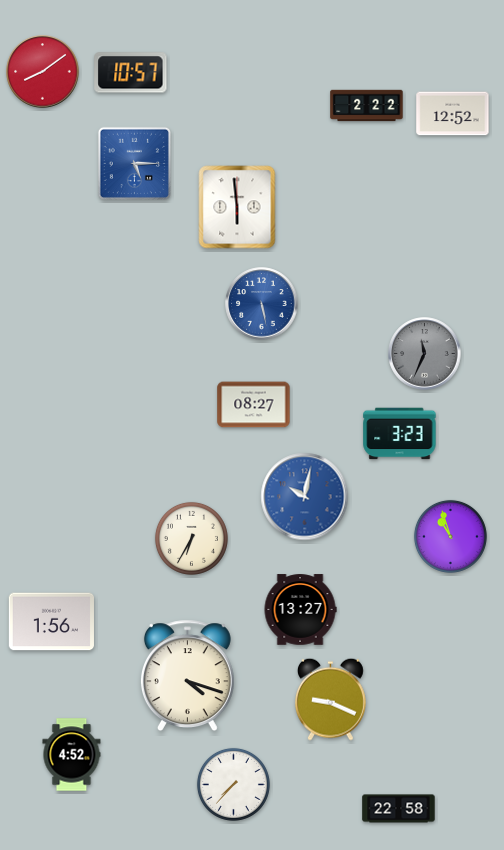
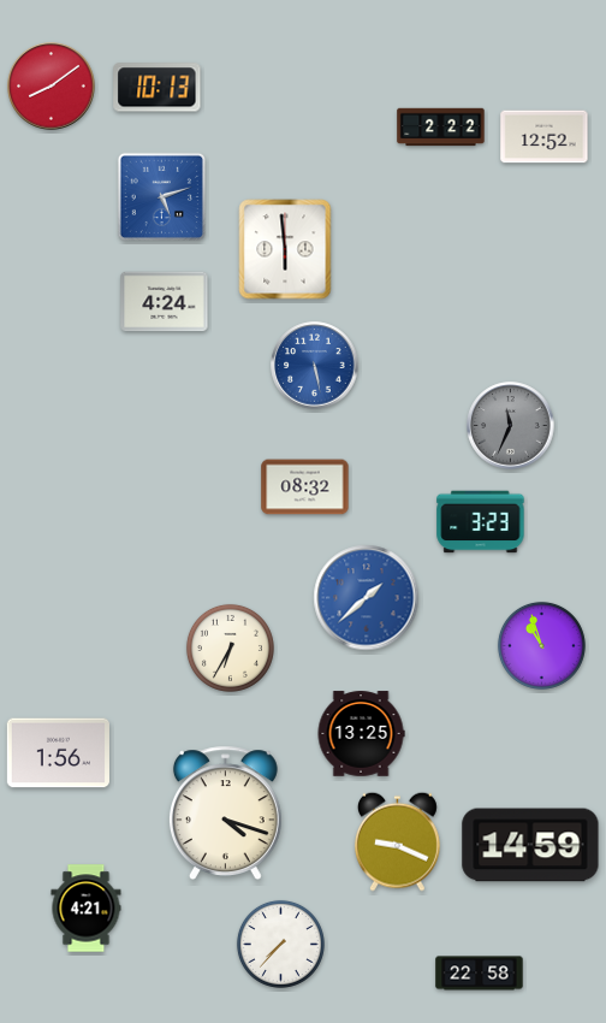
clock at (131, 73): 10:57 -> 10:13
clock at (134, 163): 5:15 -> 5:12
clock at (165, 302): none -> 4:24
clock at (254, 405): 08:27 -> 08:32
clock at (305, 497): 10:02 -> 1:38
clock at (300, 610): 13:27 -> 13:25
clock at (51, 622) position: (51, 622) -> (58, 753)
clock at (530, 845): none -> 14:59
clock at (72, 755): 4:52 -> 4:21
